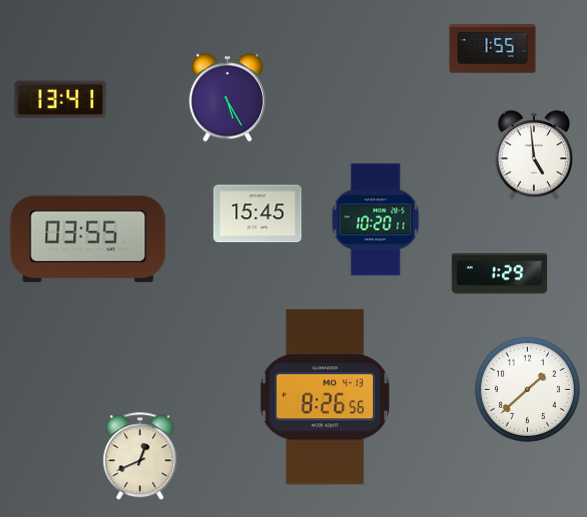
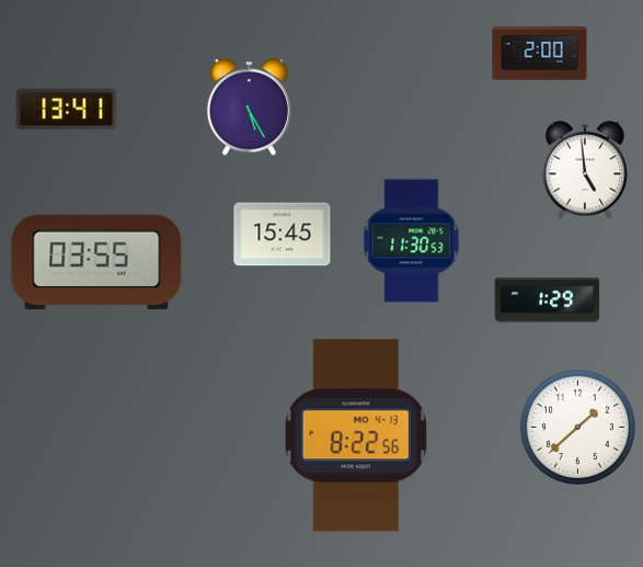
clock at (493, 49): 1:55 -> 2:00
clock at (376, 220): 10:20 -> 11:30
clock at (325, 397): 8:26 -> 8:22
clock at (140, 457): 12:41 -> none
